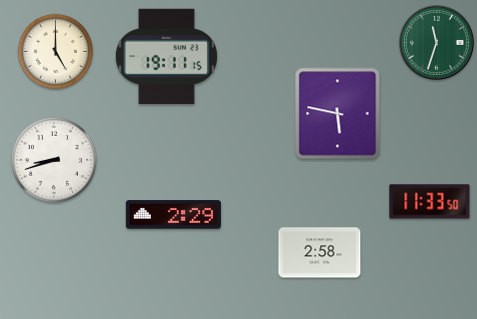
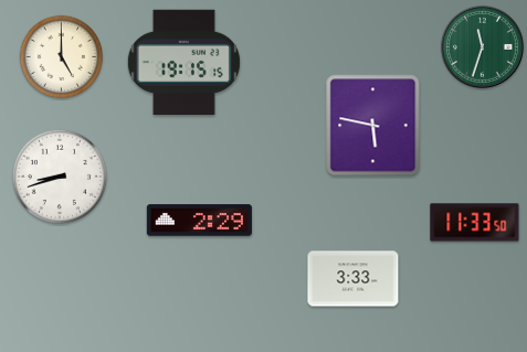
clock at (166, 56): 19:11 -> 19:15
clock at (173, 215) position: (173, 215) -> (199, 221)
clock at (320, 253): 2:58 -> 3:33
